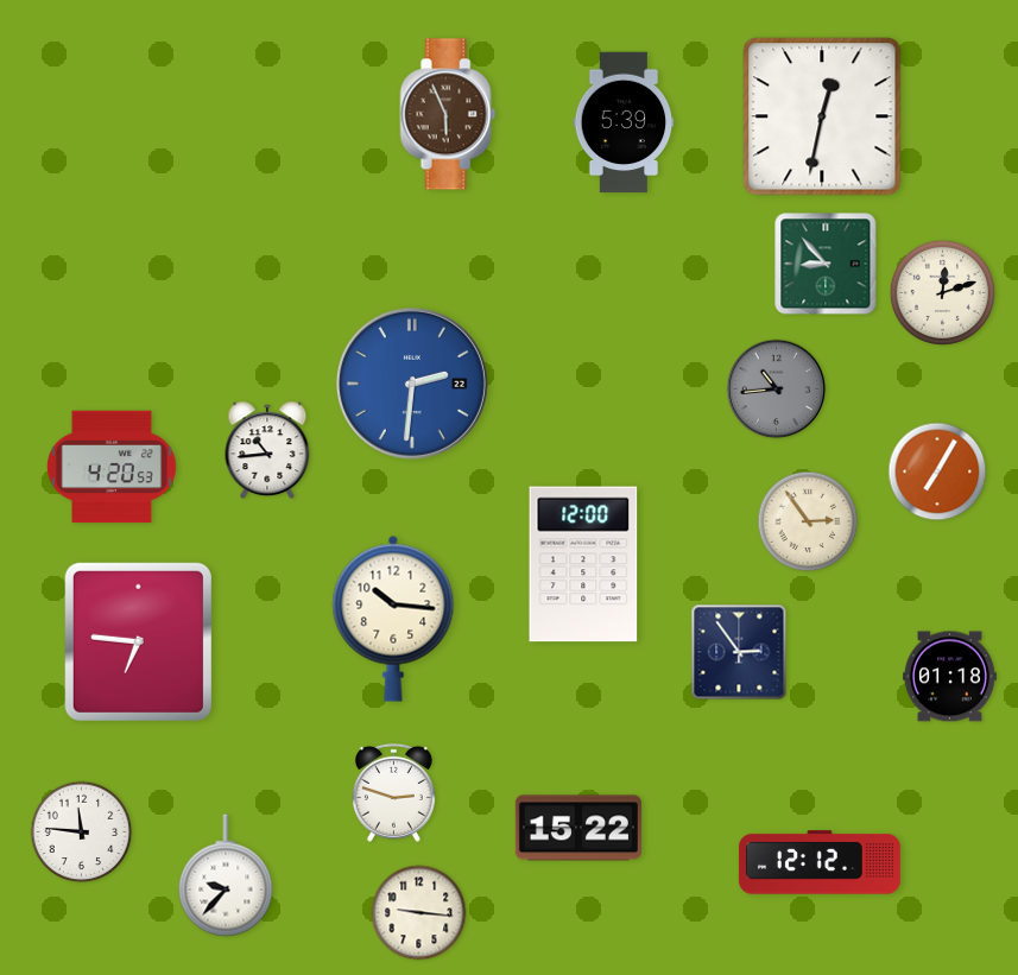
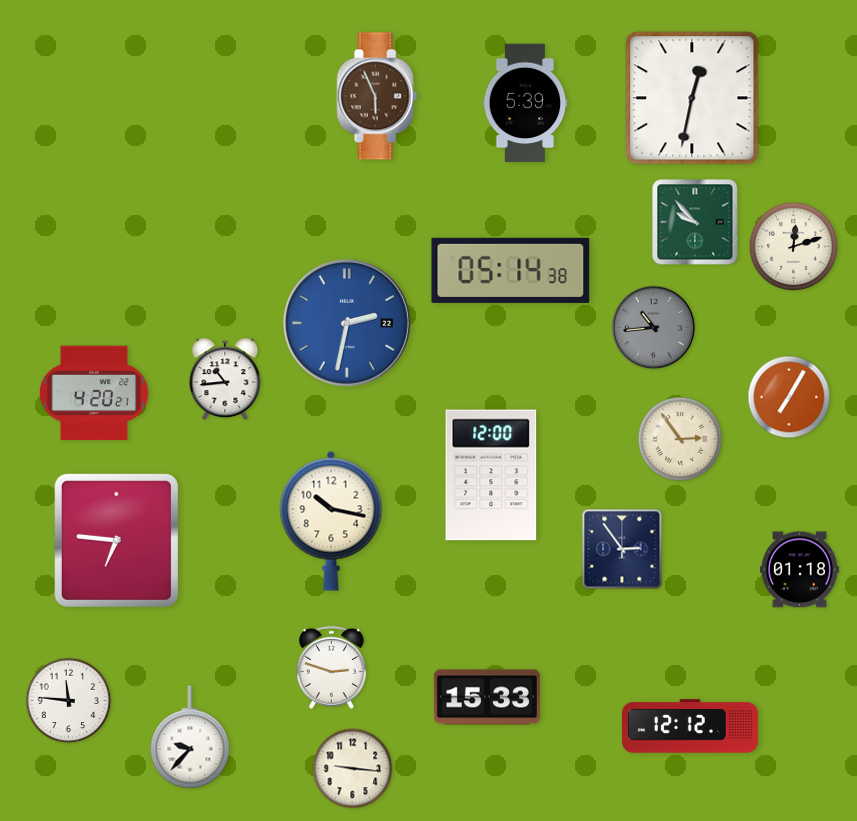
clock at (826, 264): 8:53 -> 9:53
clock at (511, 270): none -> 05:14
clock at (412, 384): 2:31 -> 2:32
clock at (113, 467): 4:20:53 -> 4:20:21
clock at (393, 619): 10:16 -> 10:17
clock at (578, 828): 15:22 -> 15:33
